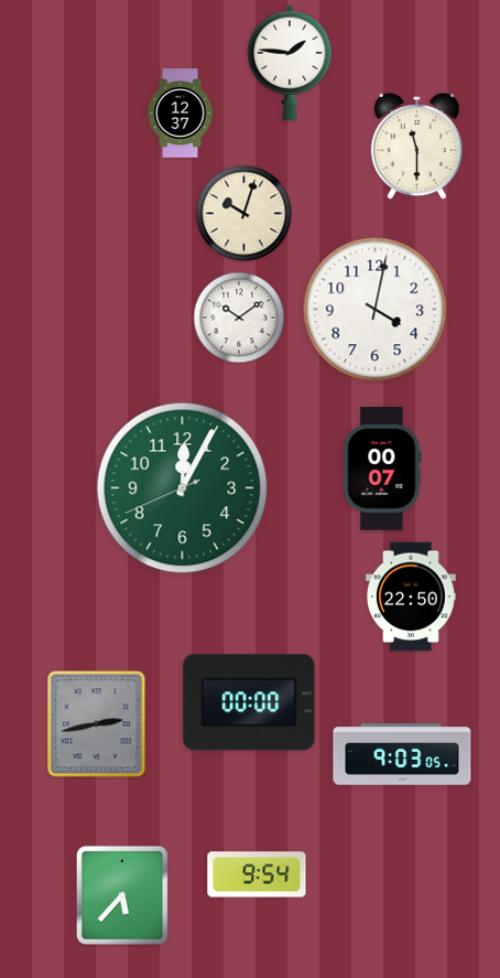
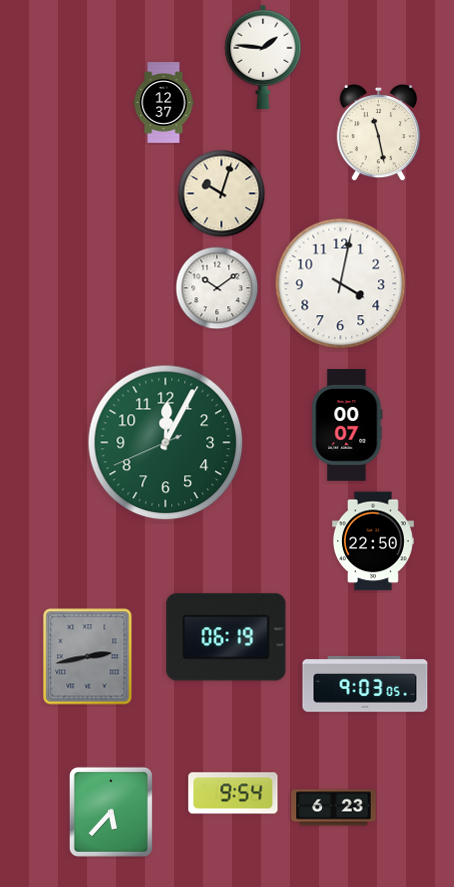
clock at (417, 147): 11:30 -> 11:28
clock at (376, 310) position: (376, 310) -> (341, 284)
clock at (249, 702): 00:00 -> 06:19
clock at (334, 808): none -> 6:23
